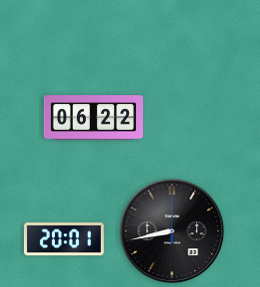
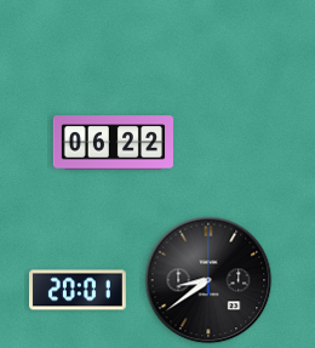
clock at (172, 231): 8:43 -> 8:39
